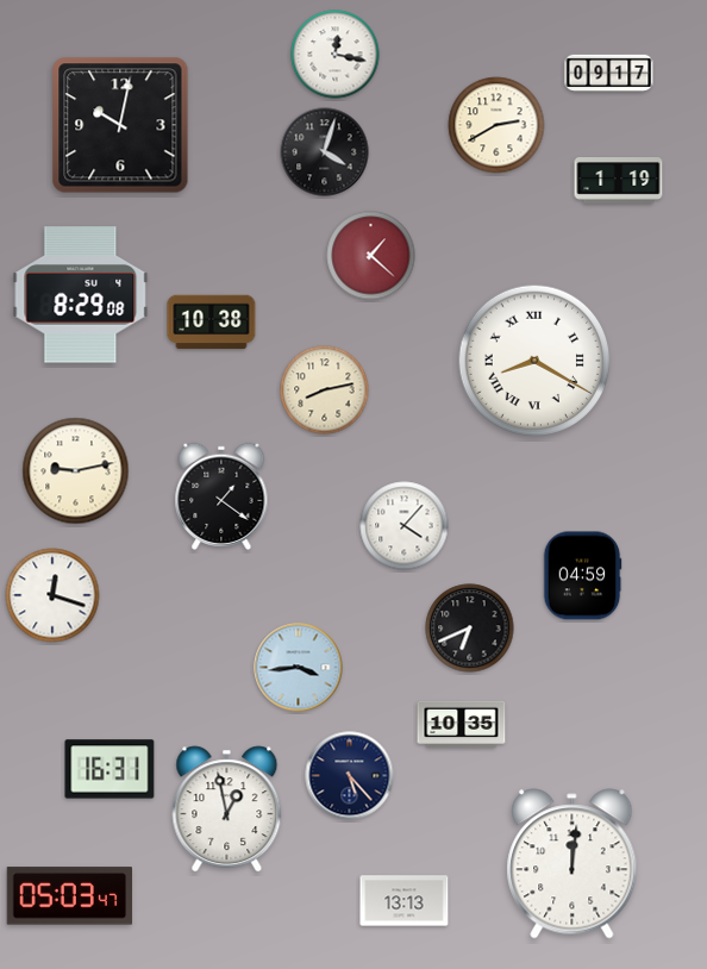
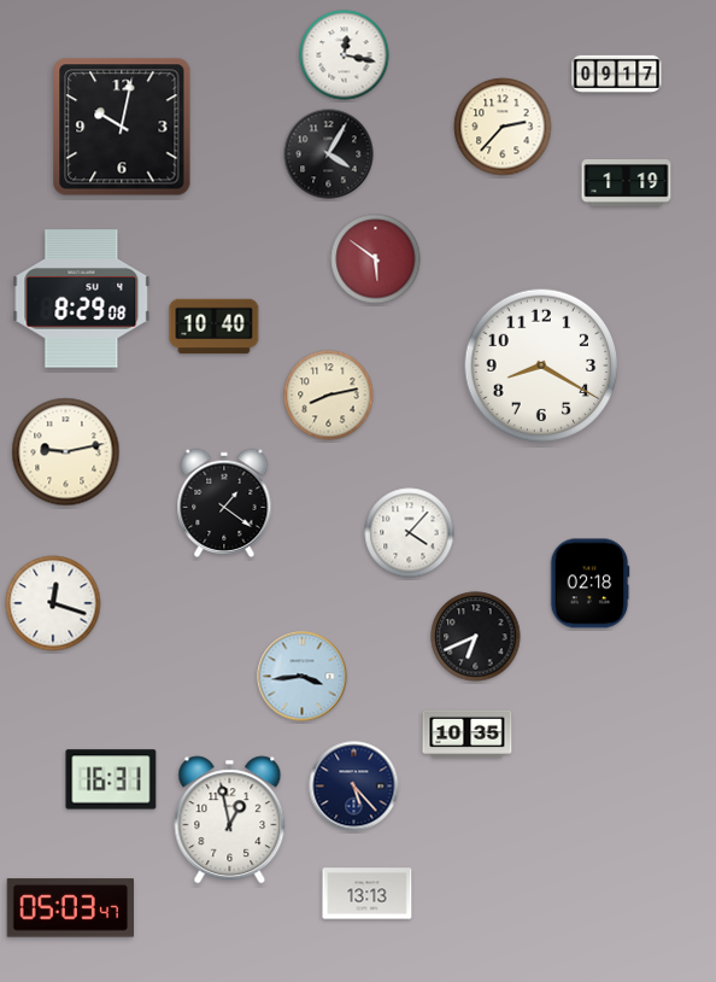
clock at (336, 55) position: (336, 55) -> (345, 55)
clock at (496, 125): 2:40 -> 2:37
clock at (325, 152): 4:03 -> 4:05
clock at (371, 256): 1:22 -> 5:51
clock at (212, 323): 10:38 -> 10:40
clock at (534, 361) numerals: Roman -> Arabic
clock at (76, 471) position: (76, 471) -> (66, 452)
clock at (582, 576): 04:59 -> 02:18
clock at (573, 864): 12:01 -> none
clock at (405, 901) position: (405, 901) -> (368, 894)
